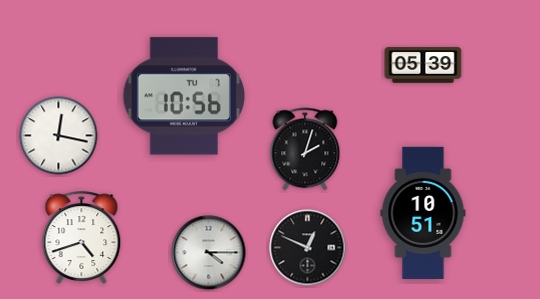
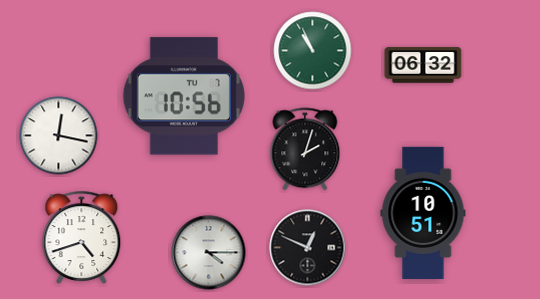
clock at (313, 51): none -> 10:56
clock at (423, 65): 05:39 -> 06:32
